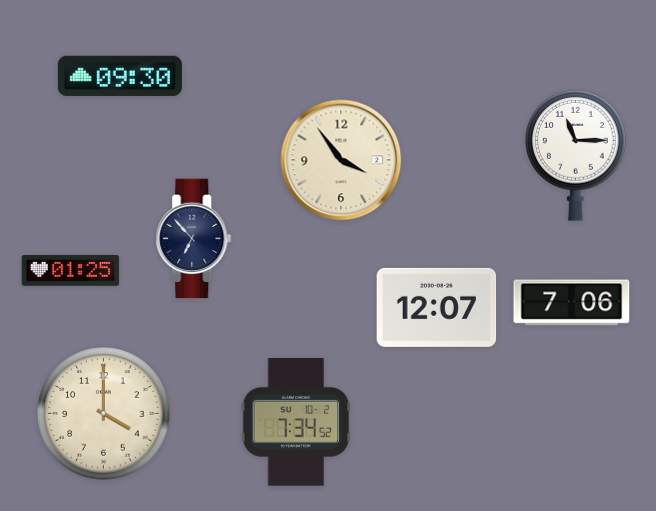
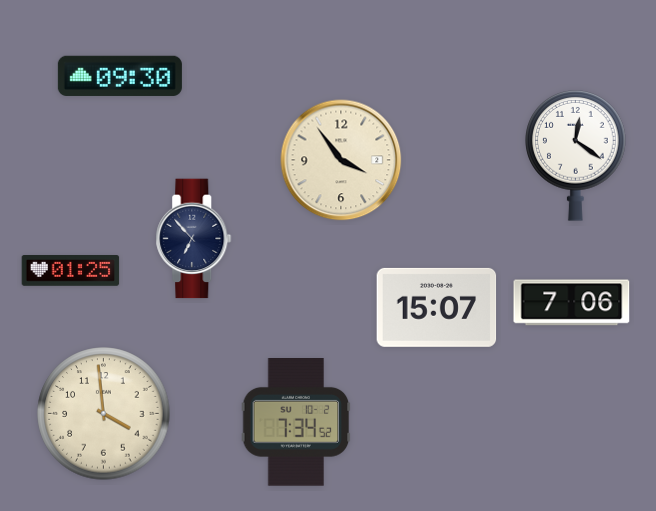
clock at (576, 156): 11:15 -> 12:21
clock at (437, 307): 12:07 -> 15:07
clock at (104, 414): 4:00 -> 3:59
